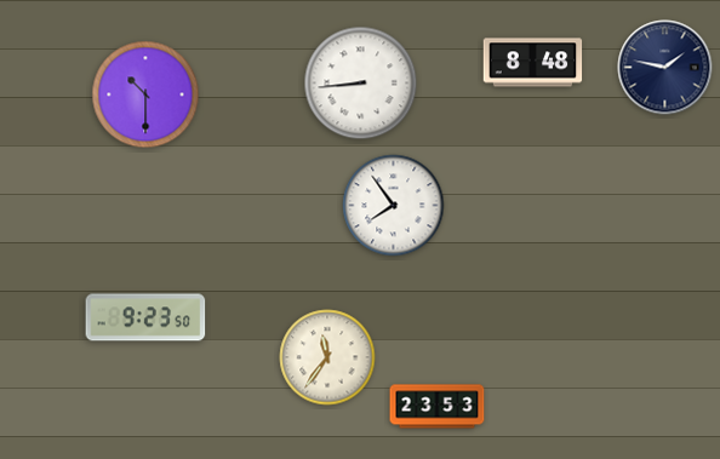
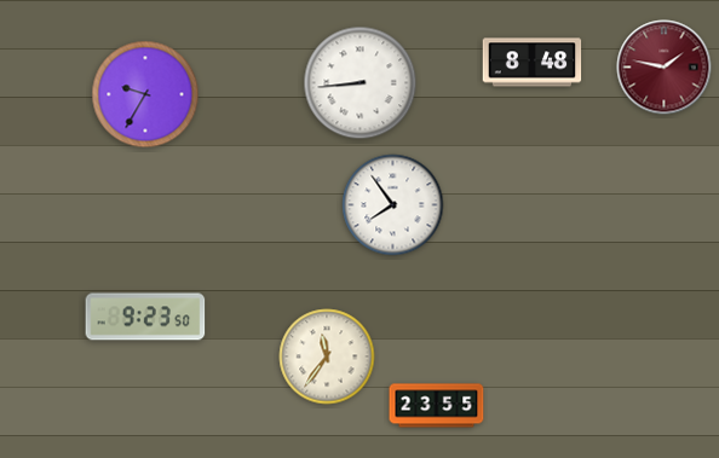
clock at (665, 68) dial: navy -> burgundy
clock at (145, 94): 10:30 -> 9:35
clock at (438, 407): 23:53 -> 23:55
